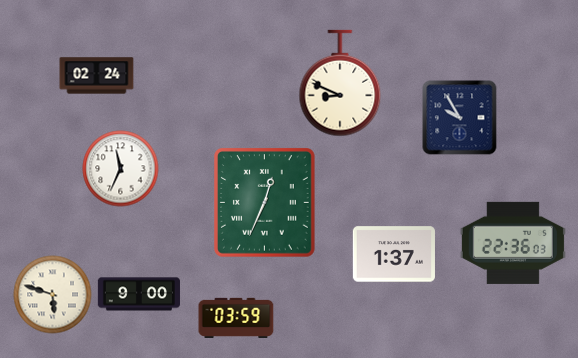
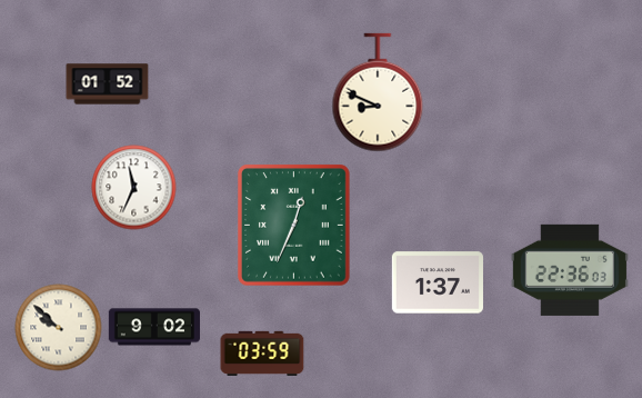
clock at (97, 76): 02:24 -> 01:52
clock at (460, 118): 9:55 -> none
clock at (139, 294): 9:00 -> 9:02
clock at (53, 295): 5:48 -> 9:52
